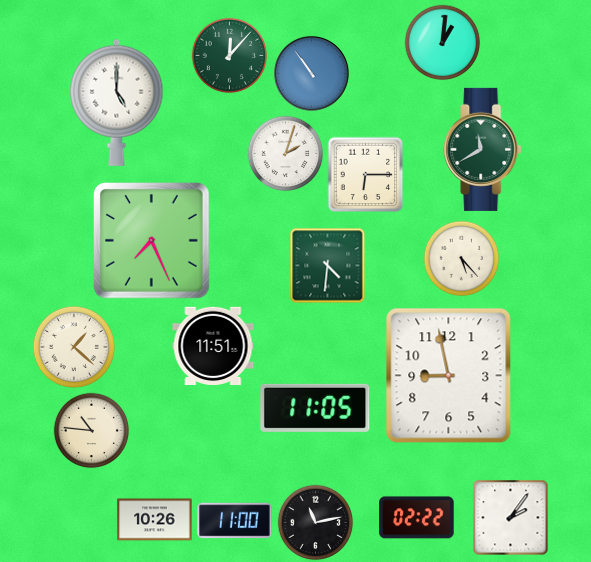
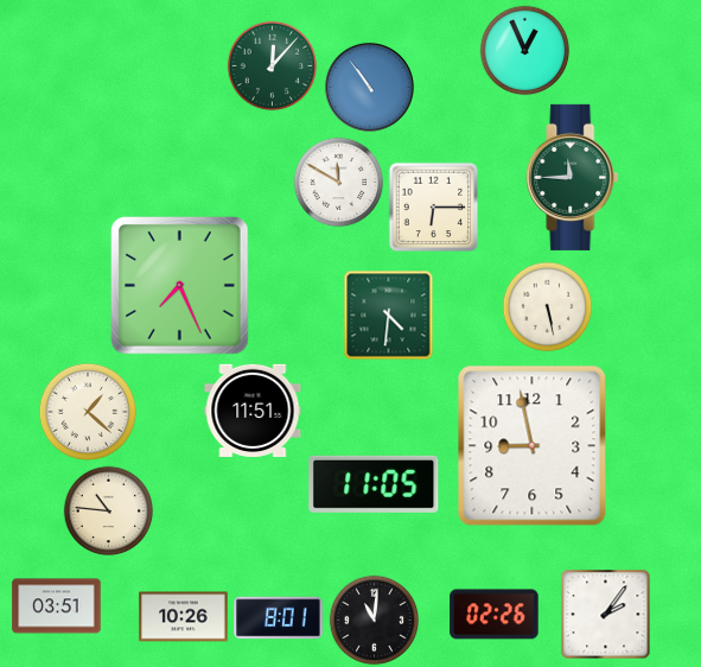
clock at (443, 43): 1:01 -> 12:56
clock at (117, 102): 5:00 -> none
clock at (483, 149): 11:40 -> 11:45
clock at (286, 154): 2:03 -> 11:50
clock at (462, 259): 5:23 -> 5:28
clock at (57, 606): none -> 03:51
clock at (417, 518): 02:22 -> 02:26
clock at (235, 521): 11:00 -> 8:01
clock at (316, 523): 11:13 -> 11:01
